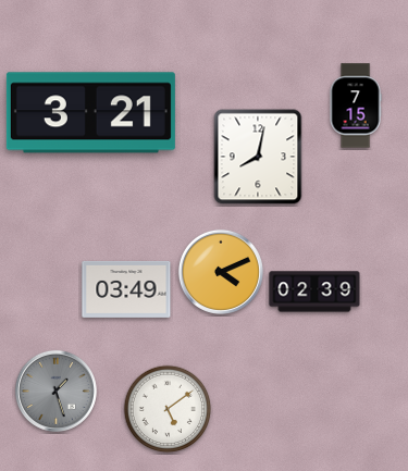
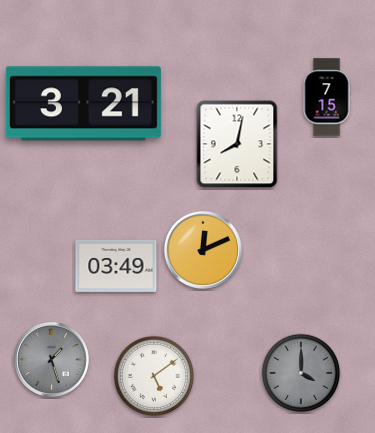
clock at (221, 272): 4:11 -> 12:11
clock at (314, 292): 02:39 -> none
clock at (301, 373): none -> 4:00
